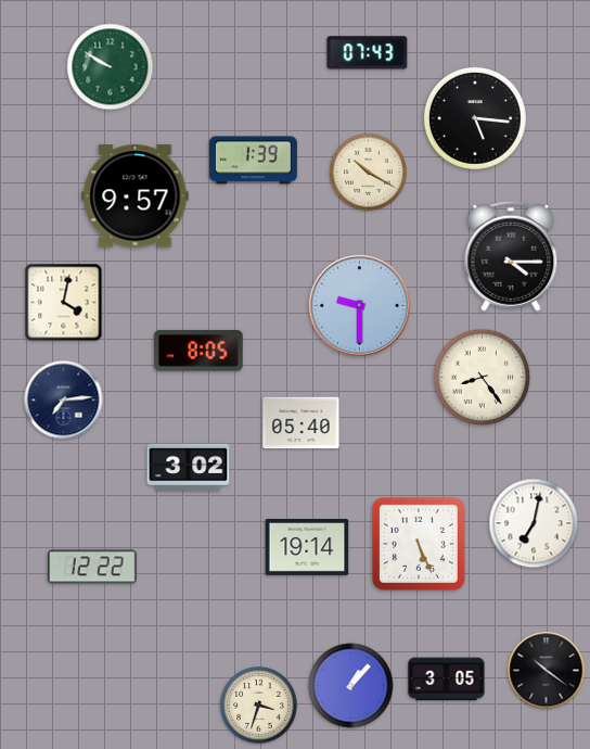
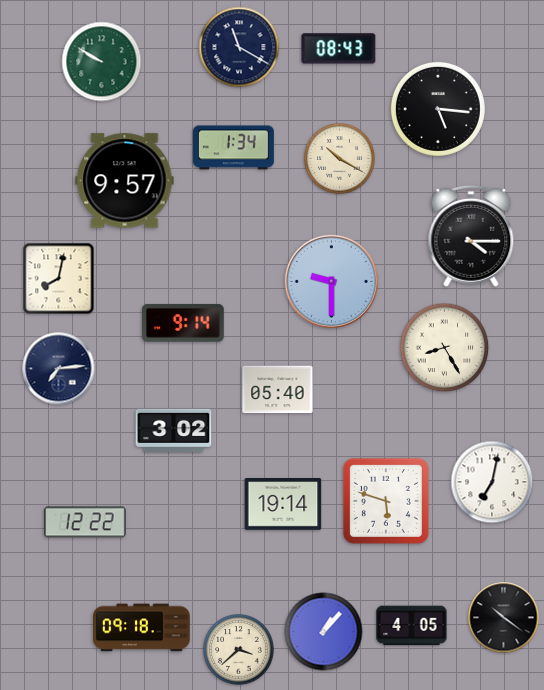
clock at (239, 47): none -> 11:20
clock at (368, 53): 07:43 -> 08:43
clock at (253, 161): 1:39 -> 1:34
clock at (64, 303): 4:02 -> 8:02
clock at (198, 351): 8:05 -> 9:14
clock at (483, 378): 8:24 -> 8:25
clock at (419, 544): 5:26 -> 5:48
clock at (447, 680): 3:05 -> 4:05
clock at (142, 628): none -> 09:18
clock at (259, 706): 3:33 -> 3:38
